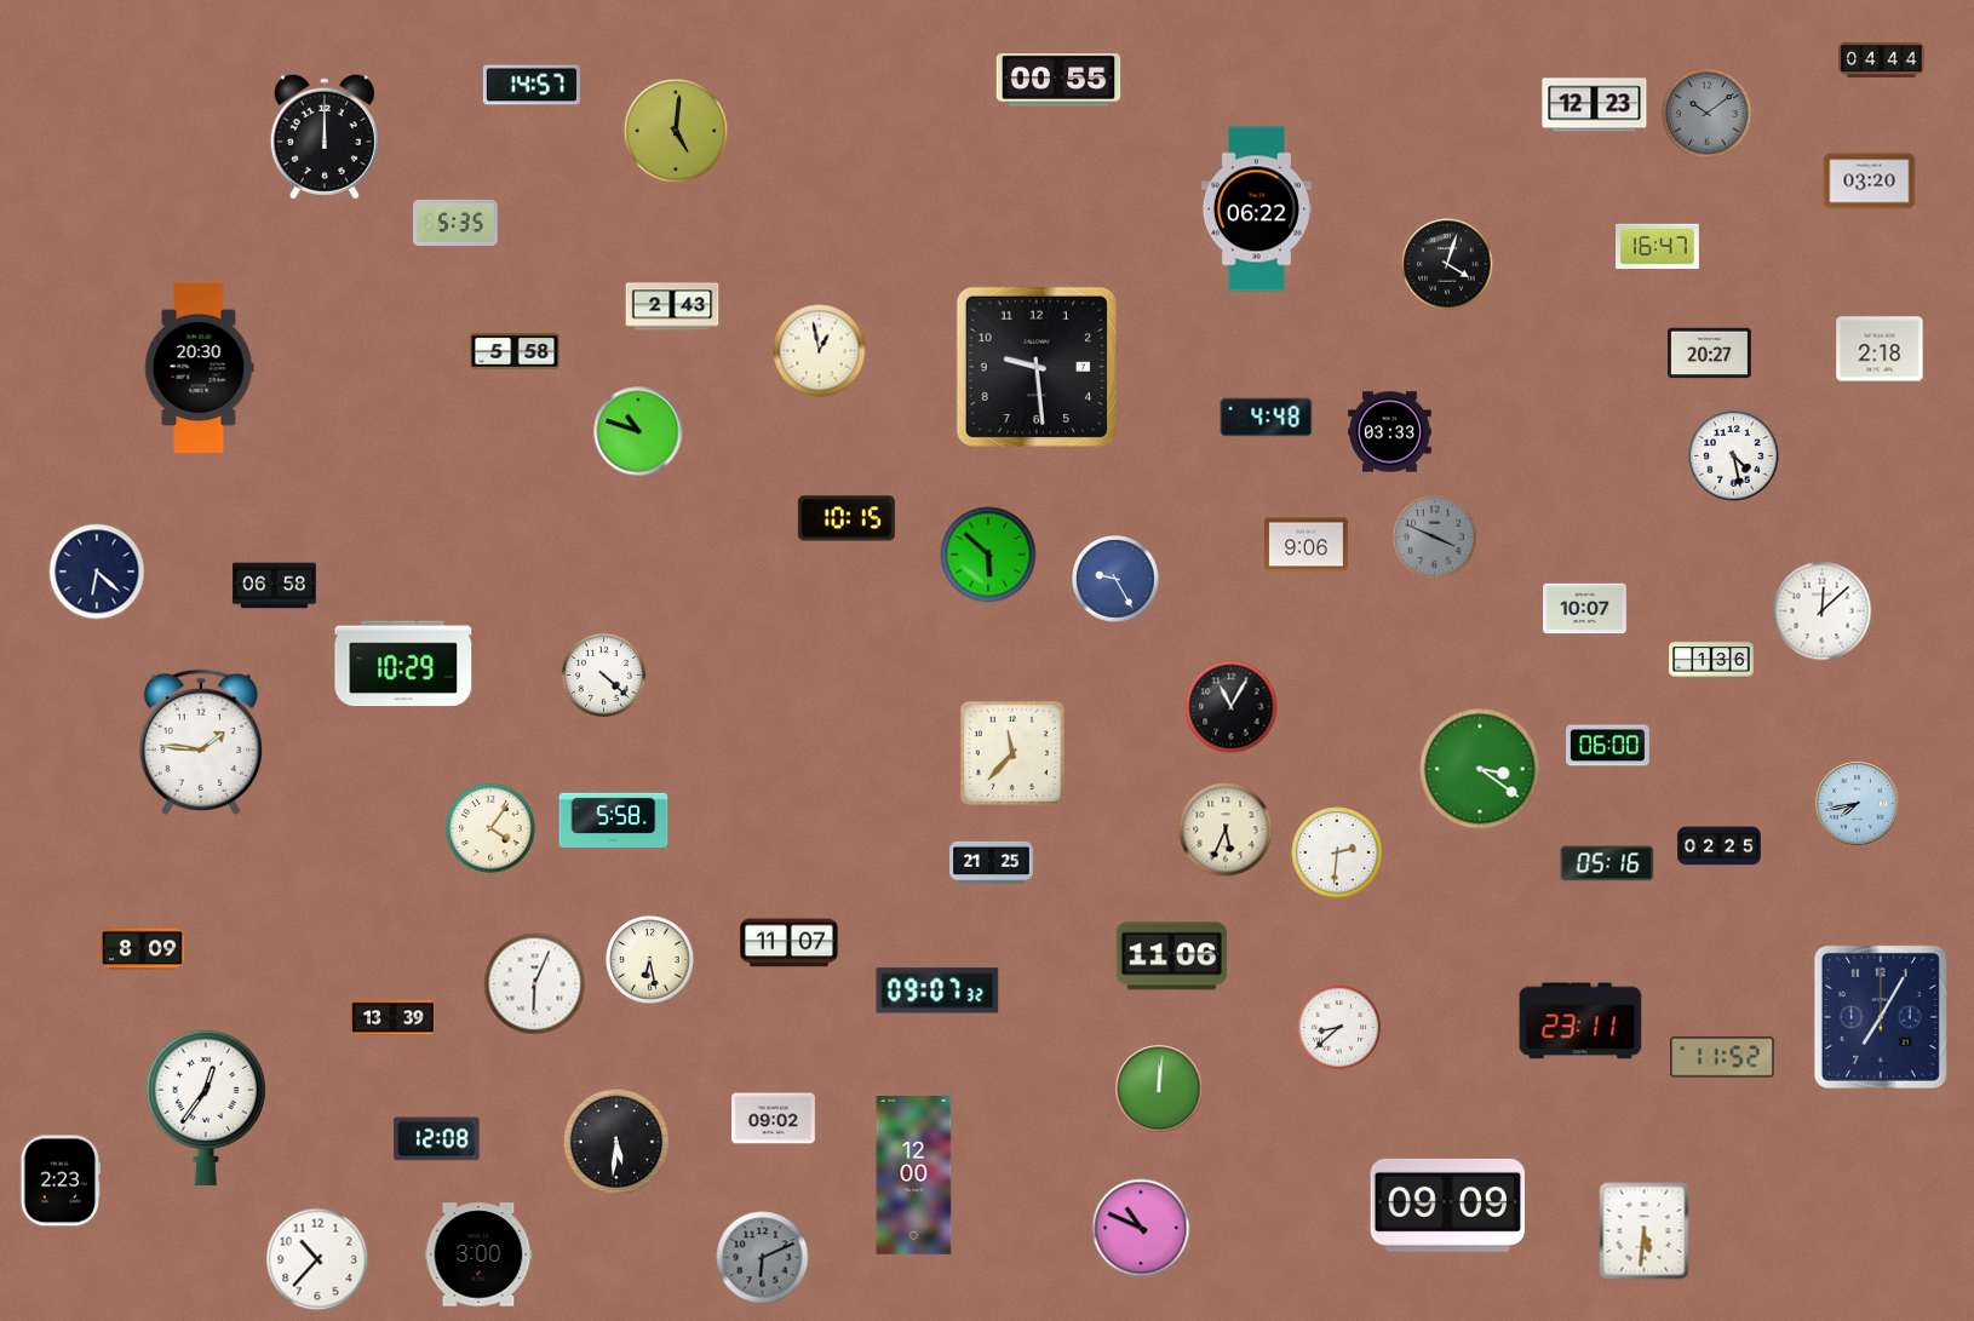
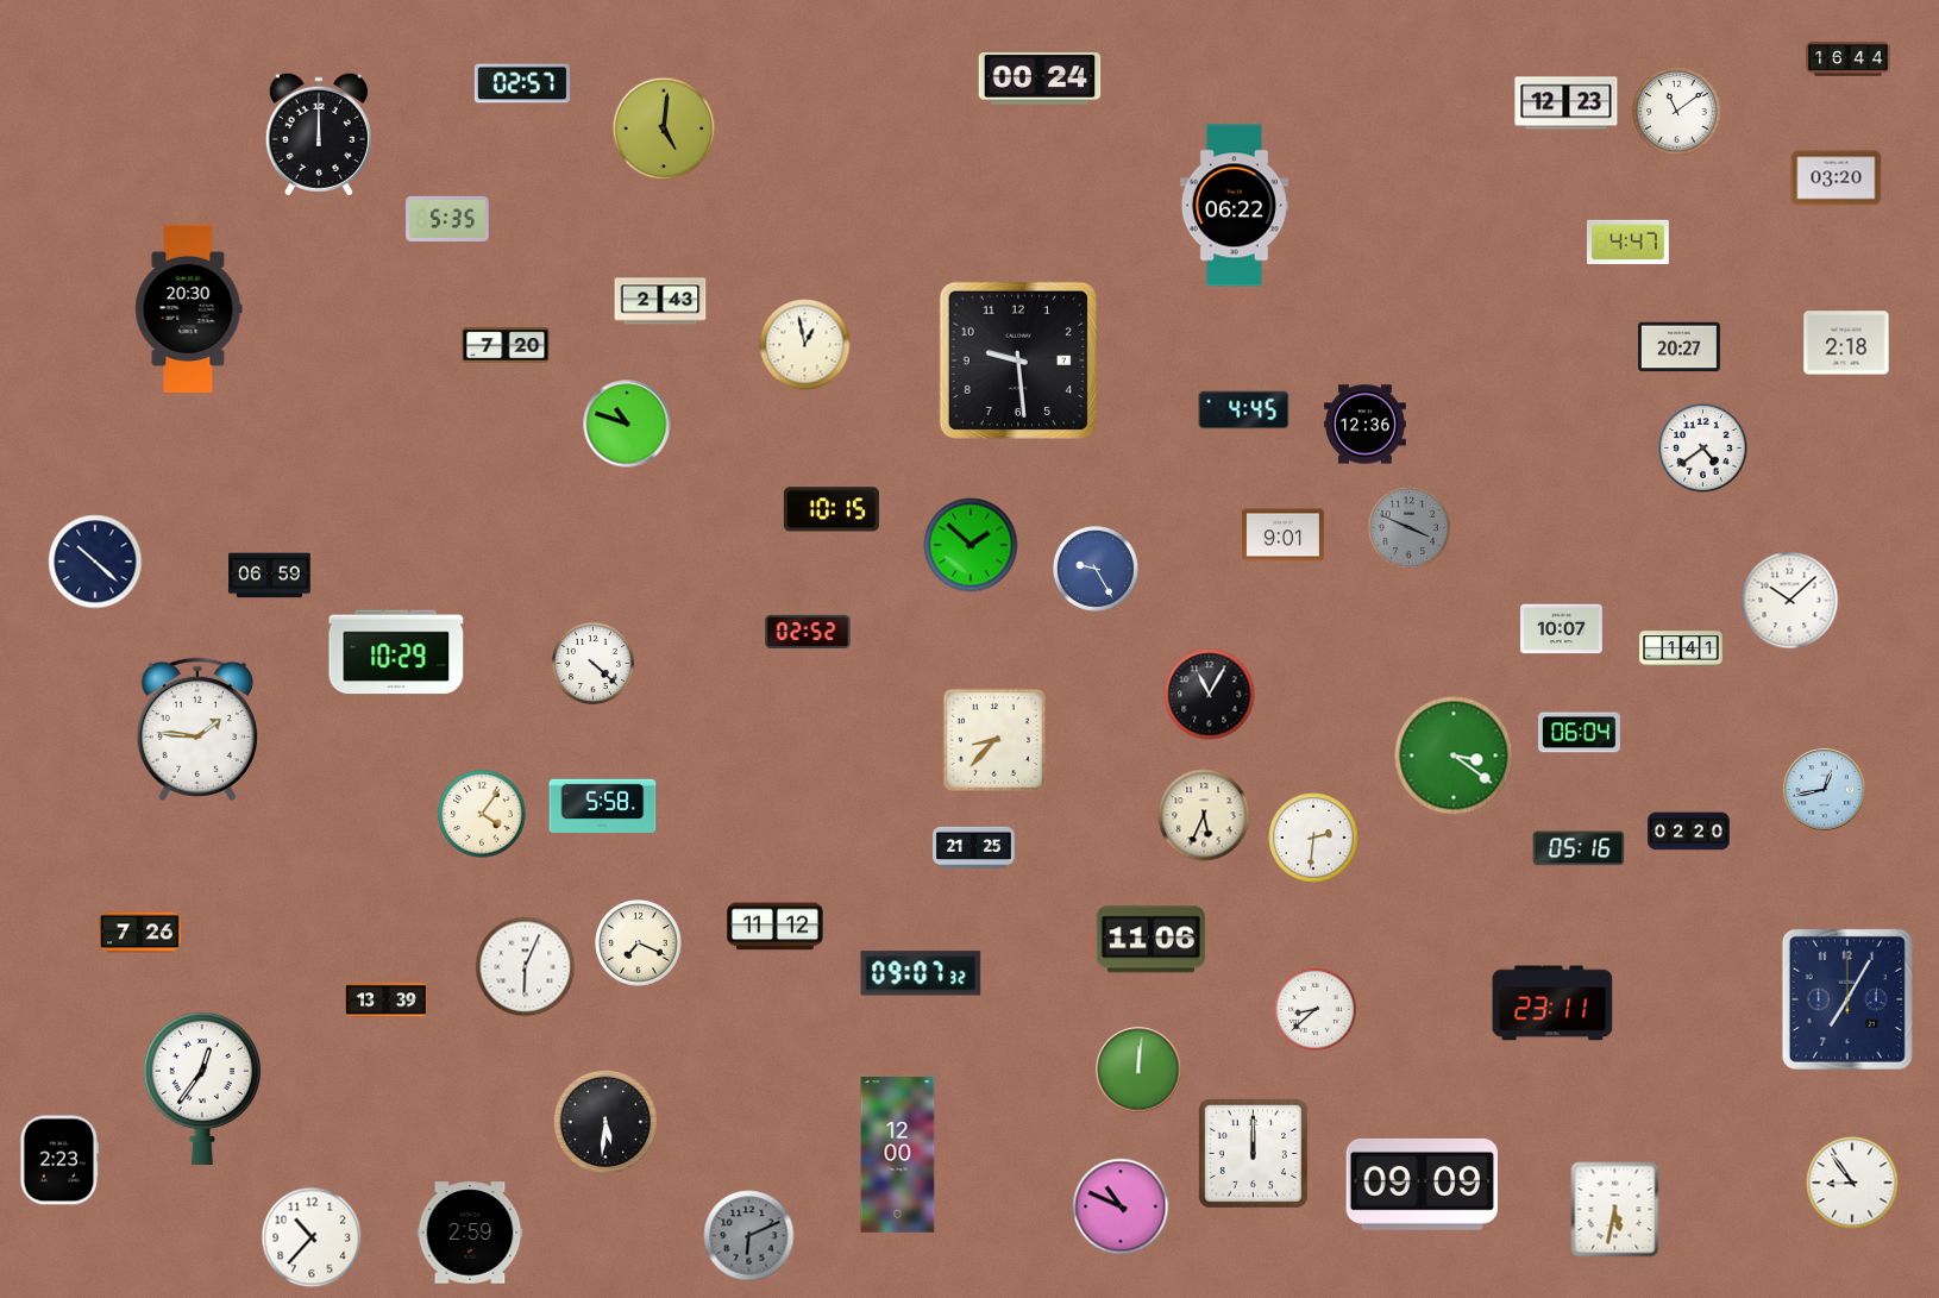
clock at (1882, 61): 04:44 -> 16:44
clock at (1058, 80): 00:55 -> 00:24
clock at (532, 85): 14:57 -> 02:57
clock at (1708, 114): 10:09 -> 11:09
clock at (1708, 114) dial: grey -> white
clock at (1658, 247): 16:47 -> 4:47
clock at (1447, 264): 4:03 -> none
clock at (515, 351): 5:58 -> 7:20
clock at (200, 367) position: (200, 367) -> (189, 308)
clock at (1267, 418): 4:48 -> 4:45
clock at (1390, 432): 03:33 -> 12:36
clock at (1734, 456): 4:28 -> 4:39
clock at (1307, 545): 9:06 -> 9:01
clock at (988, 555): 5:52 -> 1:52
clock at (97, 572): 6:22 -> 10:22
clock at (275, 586): 06:58 -> 06:59
clock at (1585, 609) position: (1585, 609) -> (1562, 629)
clock at (1823, 611): 12:08 -> 10:08
clock at (808, 631): none -> 02:52
clock at (1711, 660): 1:36 -> 1:41
clock at (1608, 746): 06:00 -> 06:04
clock at (1012, 753): 11:37 -> 8:37
clock at (1858, 804): 7:43 -> 12:43
clock at (1720, 846): 02:25 -> 02:20
clock at (788, 943): 11:07 -> 11:12
clock at (143, 949): 8:09 -> 7:26
clock at (650, 960): 6:28 -> 7:19
clock at (1722, 1057): 11:52 -> none
clock at (774, 1119): 09:02 -> none
clock at (437, 1139): 12:08 -> none
clock at (1253, 1153): none -> 12:00
clock at (1852, 1183): none -> 8:54
clock at (1645, 1231): 5:31 -> 5:32
clock at (478, 1254): 3:00 -> 2:59
